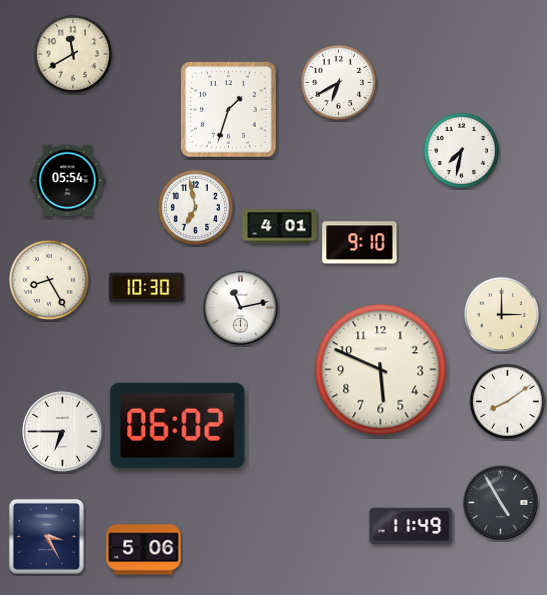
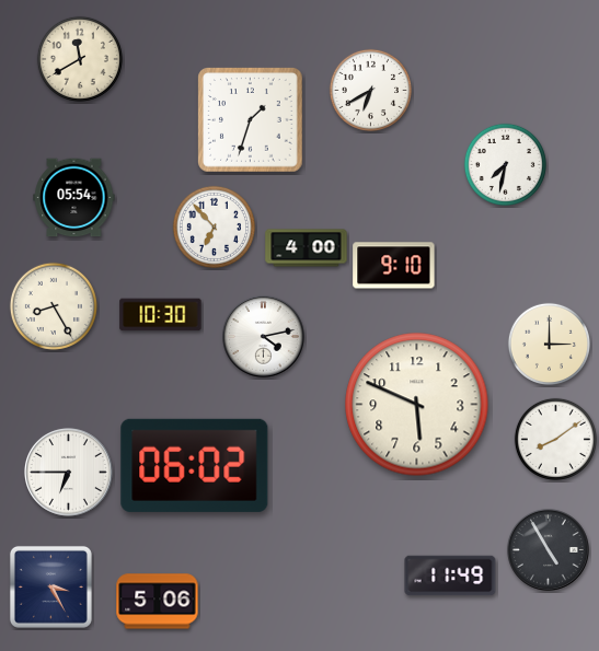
clock at (195, 207): 6:58 -> 6:53
clock at (280, 227): 4:01 -> 4:00
clock at (241, 308): 11:13 -> 4:13
